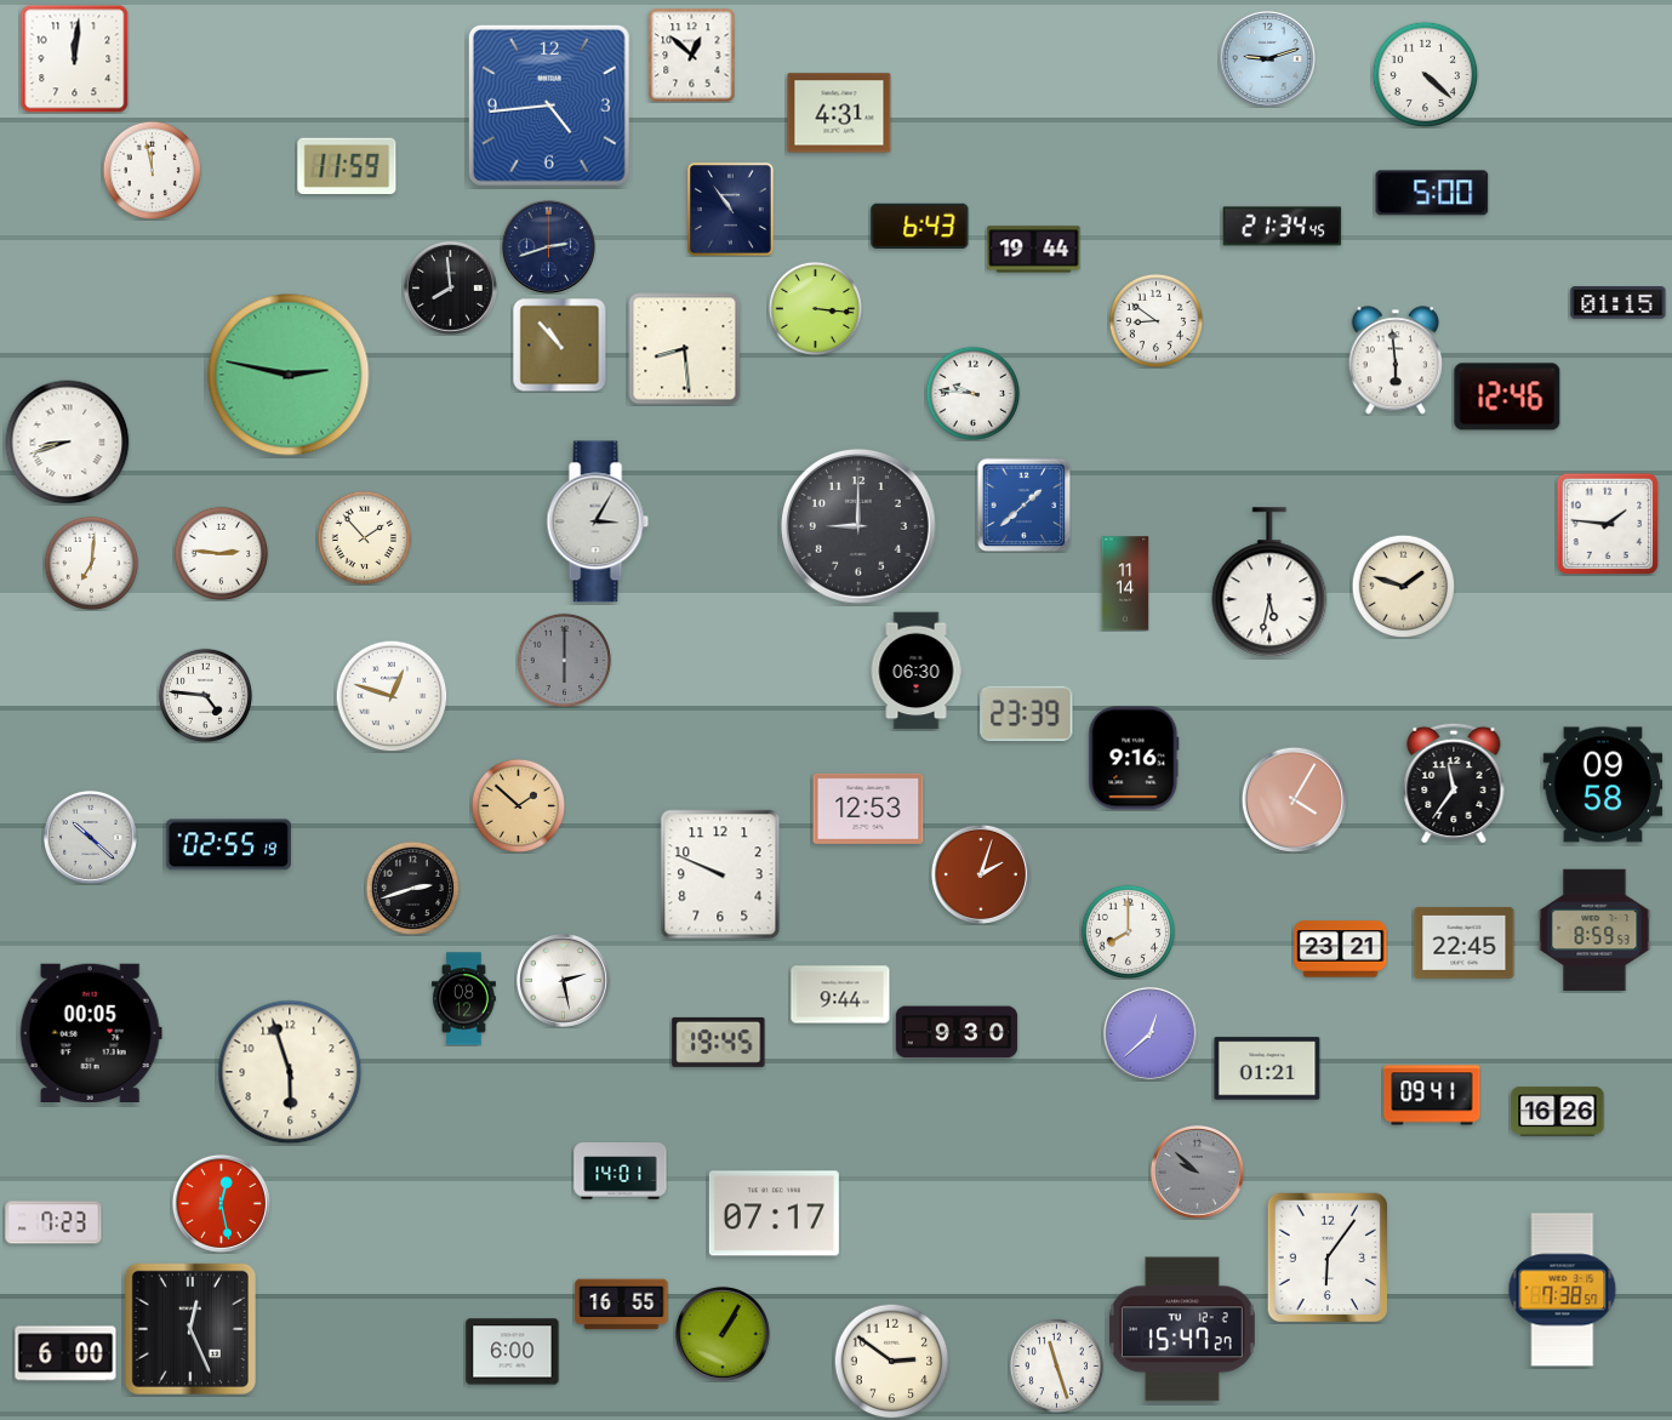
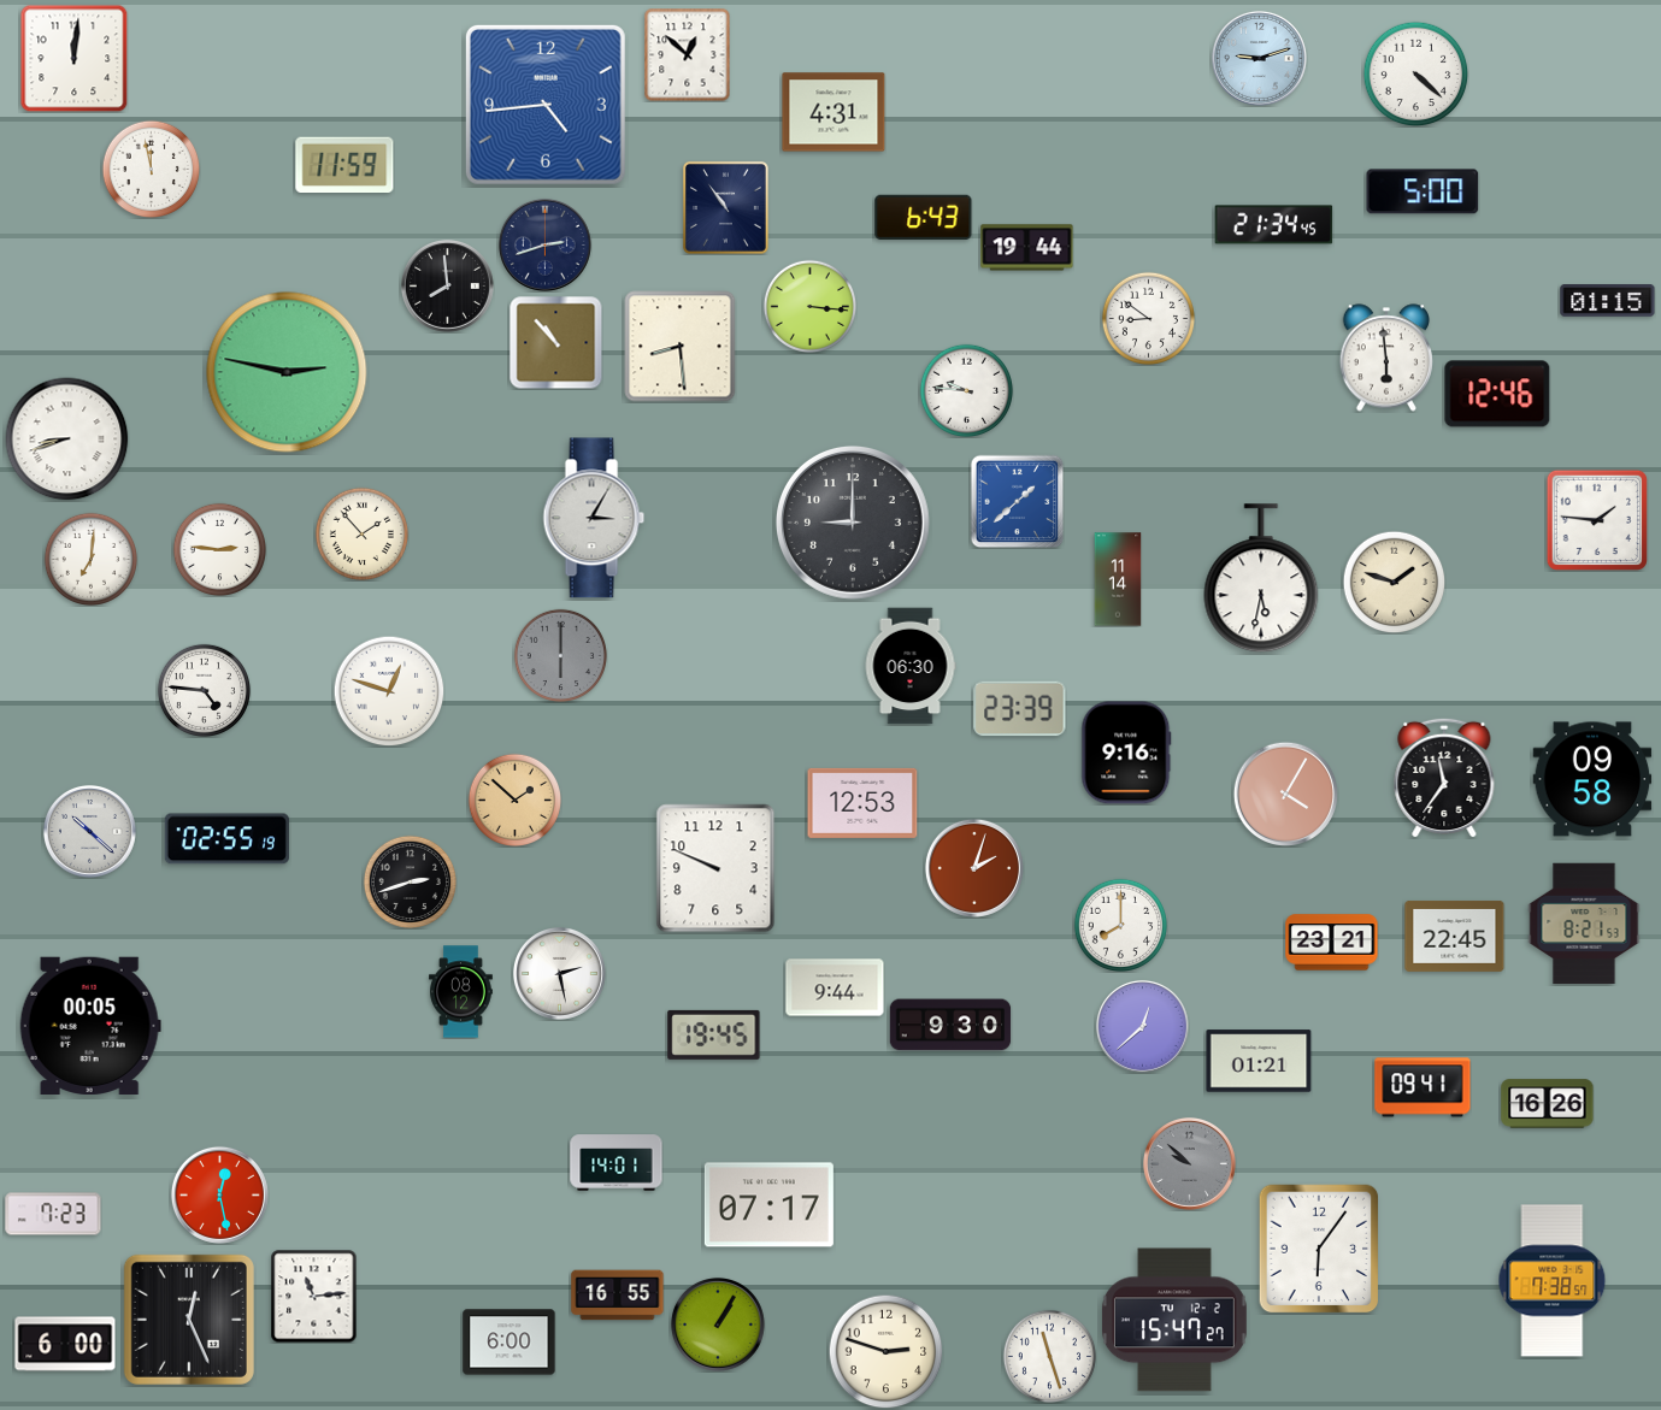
clock at (920, 226) position: (920, 226) -> (924, 217)
clock at (1594, 930): 8:59 -> 8:21
clock at (290, 1072): 5:57 -> none
clock at (314, 1296): none -> 11:14
clock at (891, 1361): 2:51 -> 2:48
